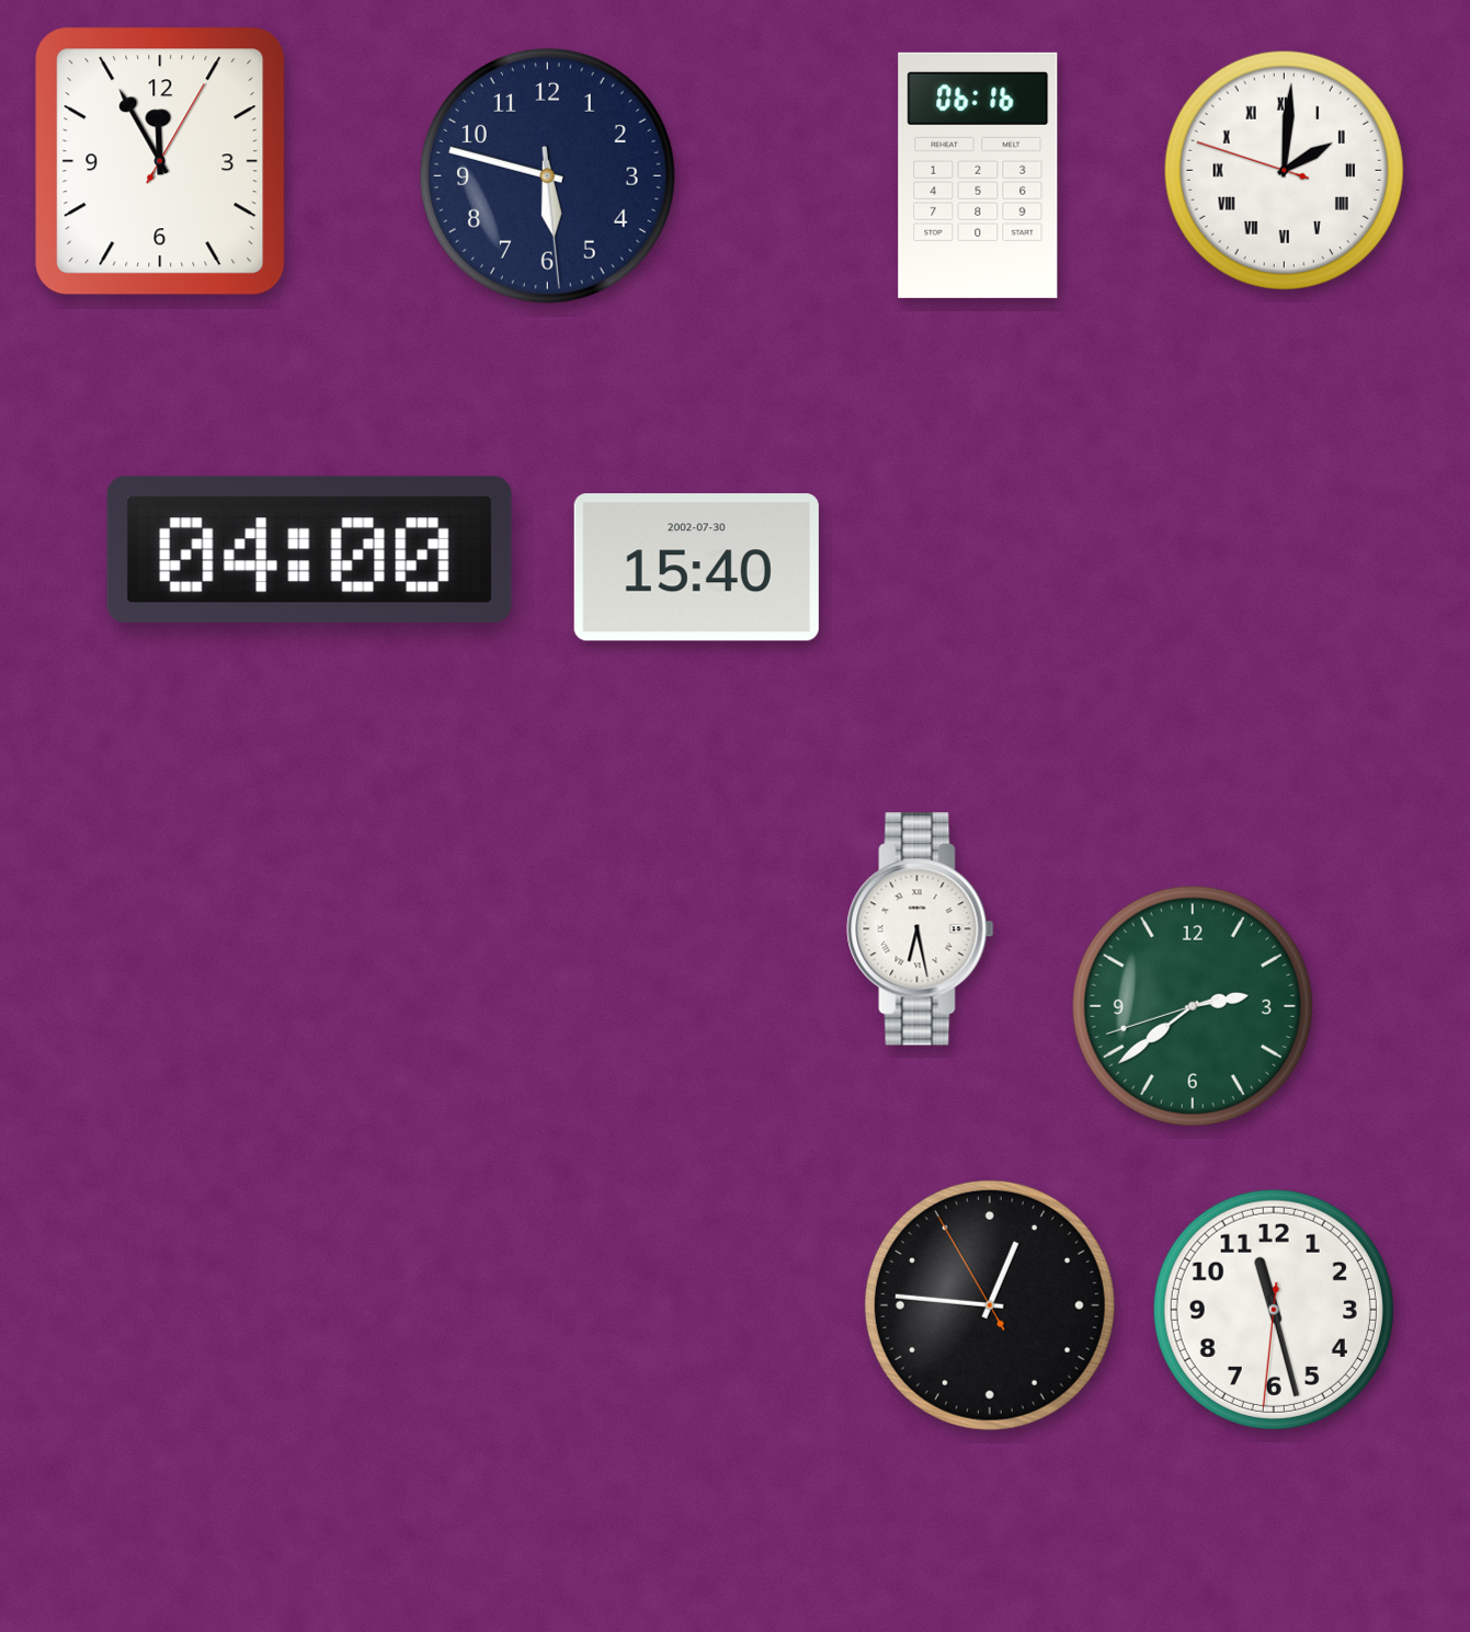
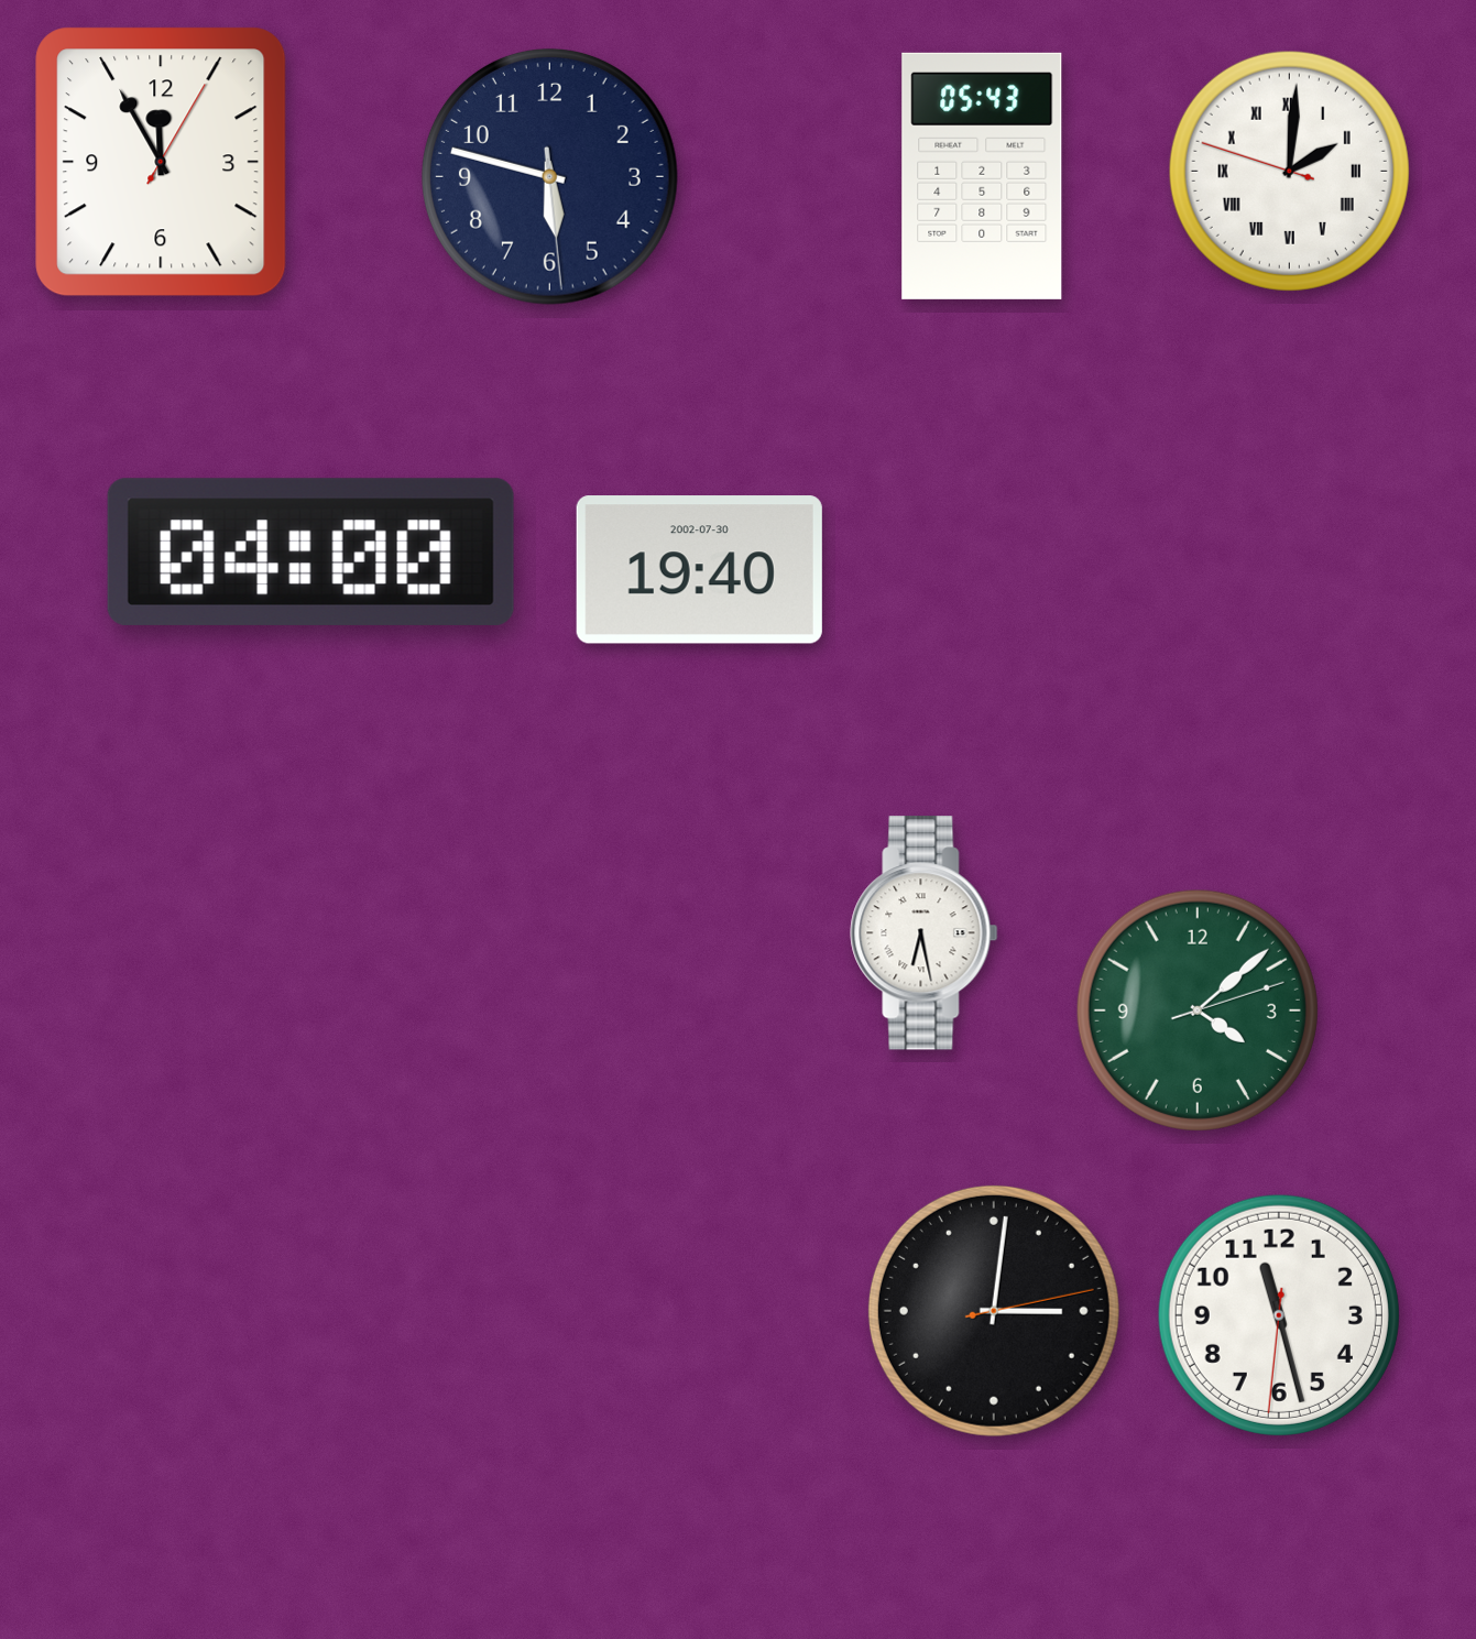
clock at (978, 175): 06:16 -> 05:43
clock at (696, 568): 15:40 -> 19:40
clock at (1193, 1006): 2:38 -> 4:08
clock at (990, 1305): 12:45 -> 3:01
